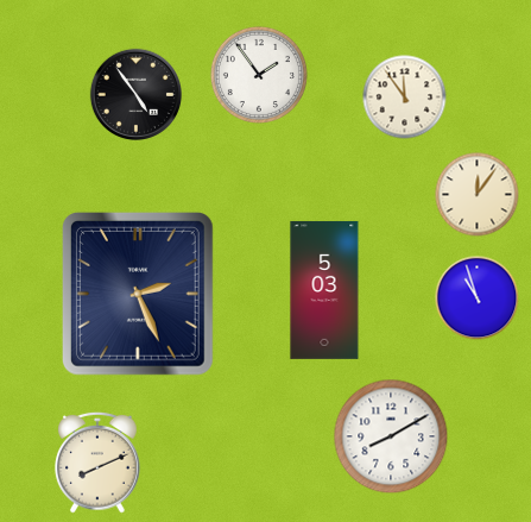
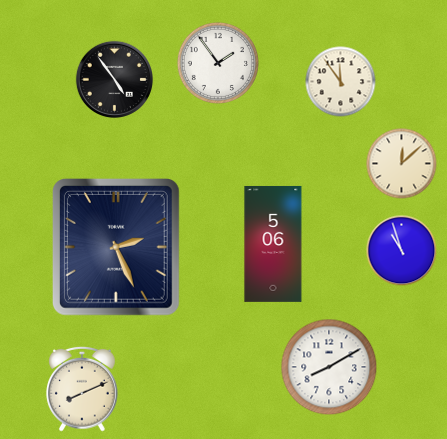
clock at (478, 195): 12:06 -> 12:08
clock at (324, 290): 5:03 -> 5:06
